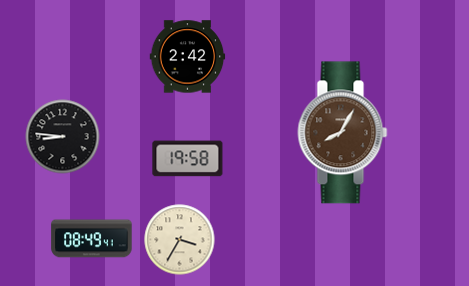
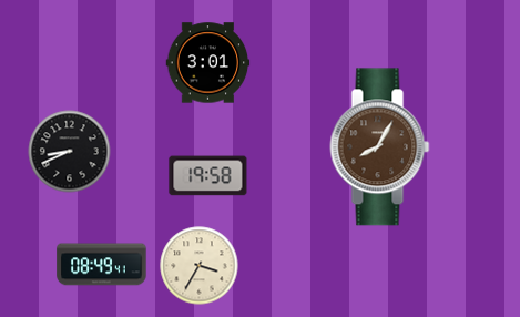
clock at (188, 57): 2:42 -> 3:01
clock at (63, 137): 8:46 -> 8:41
